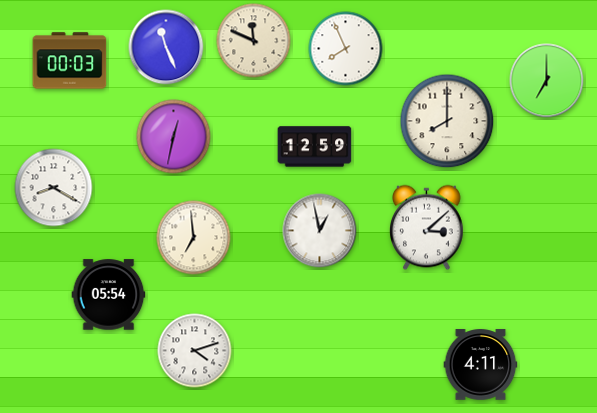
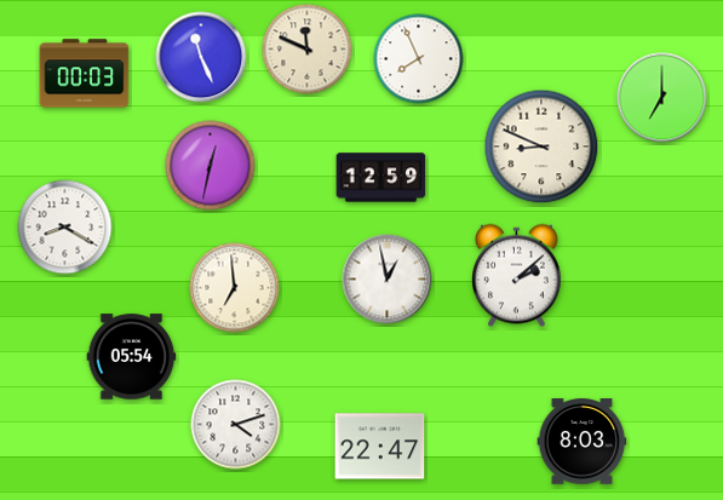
clock at (447, 121): 8:00 -> 8:49
clock at (427, 228): 3:08 -> 2:08
clock at (481, 365): 4:11 -> 8:03
clock at (380, 447): none -> 22:47
